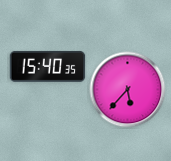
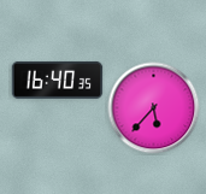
clock at (48, 66): 15:40 -> 16:40
